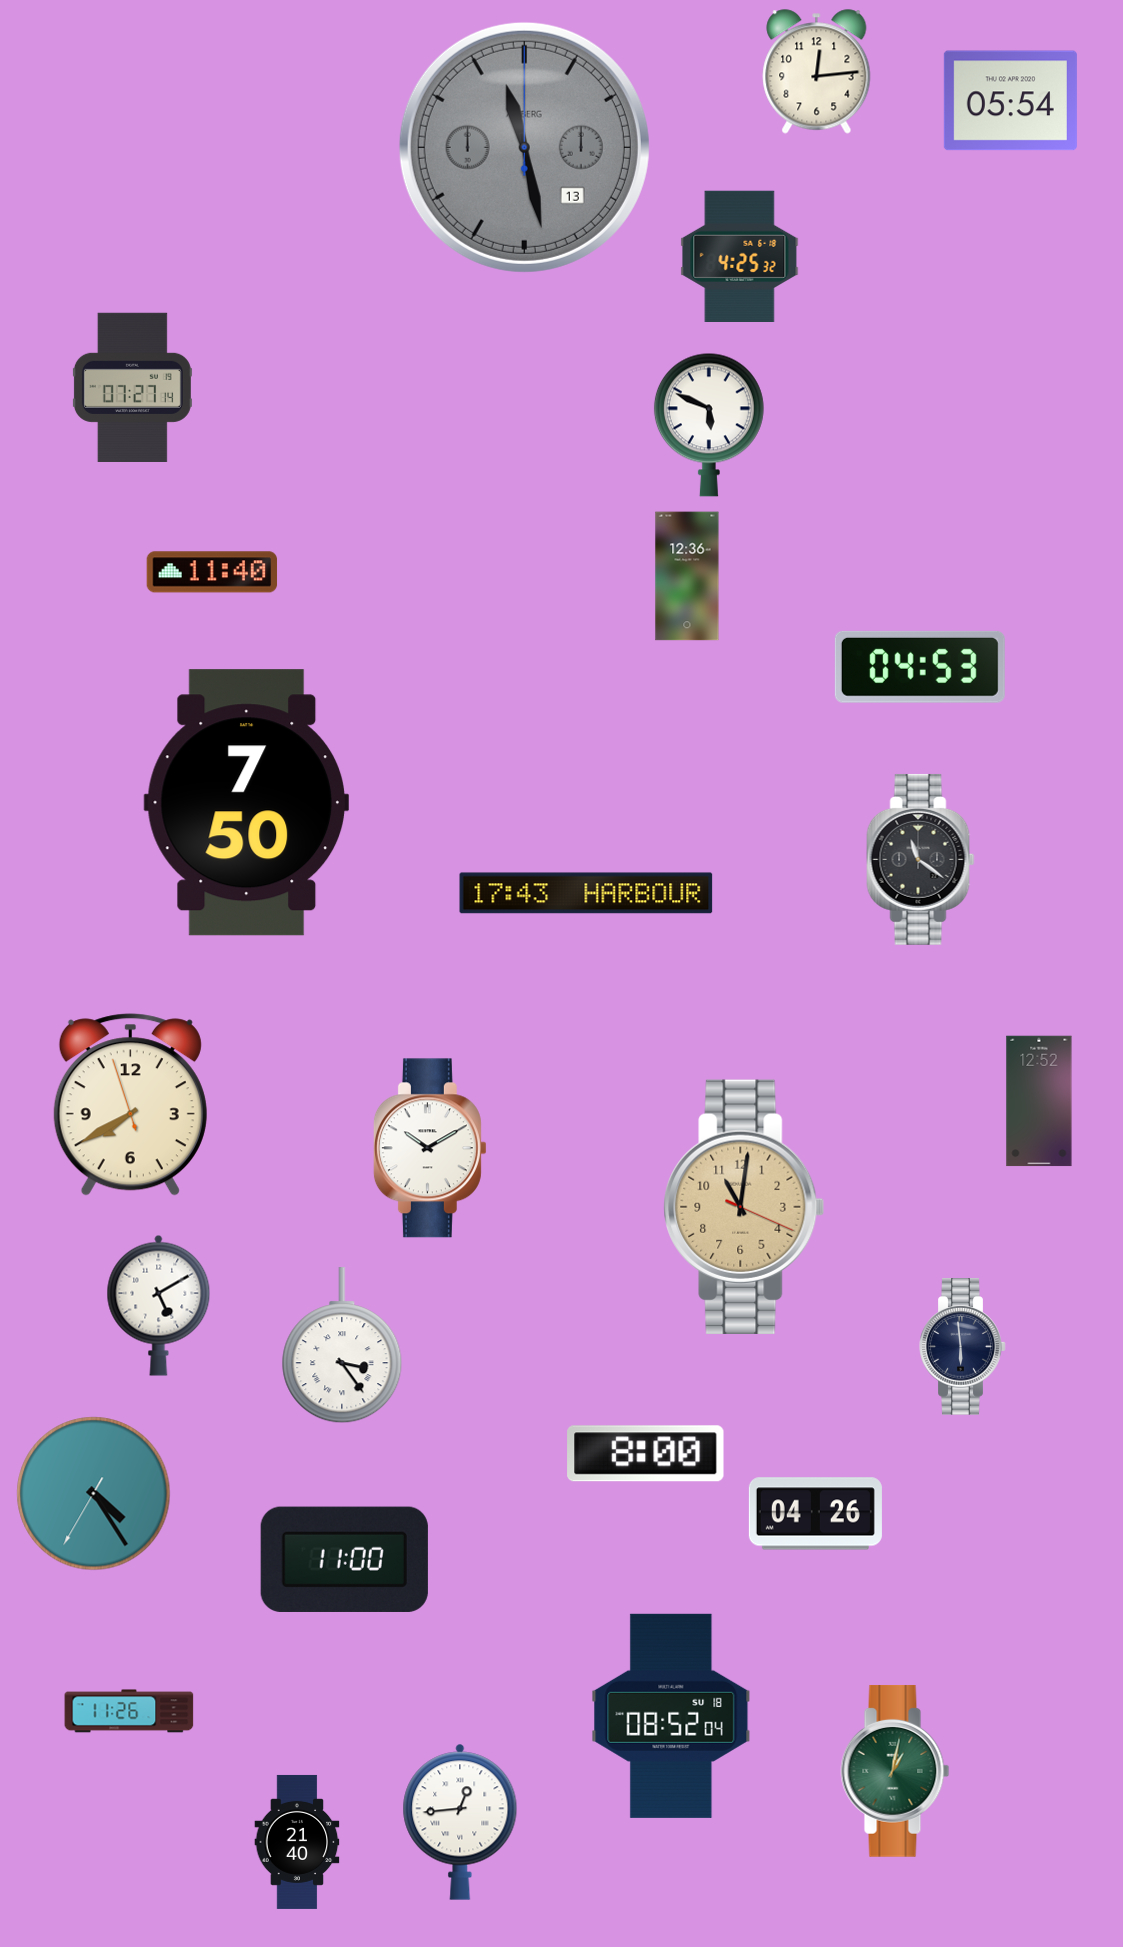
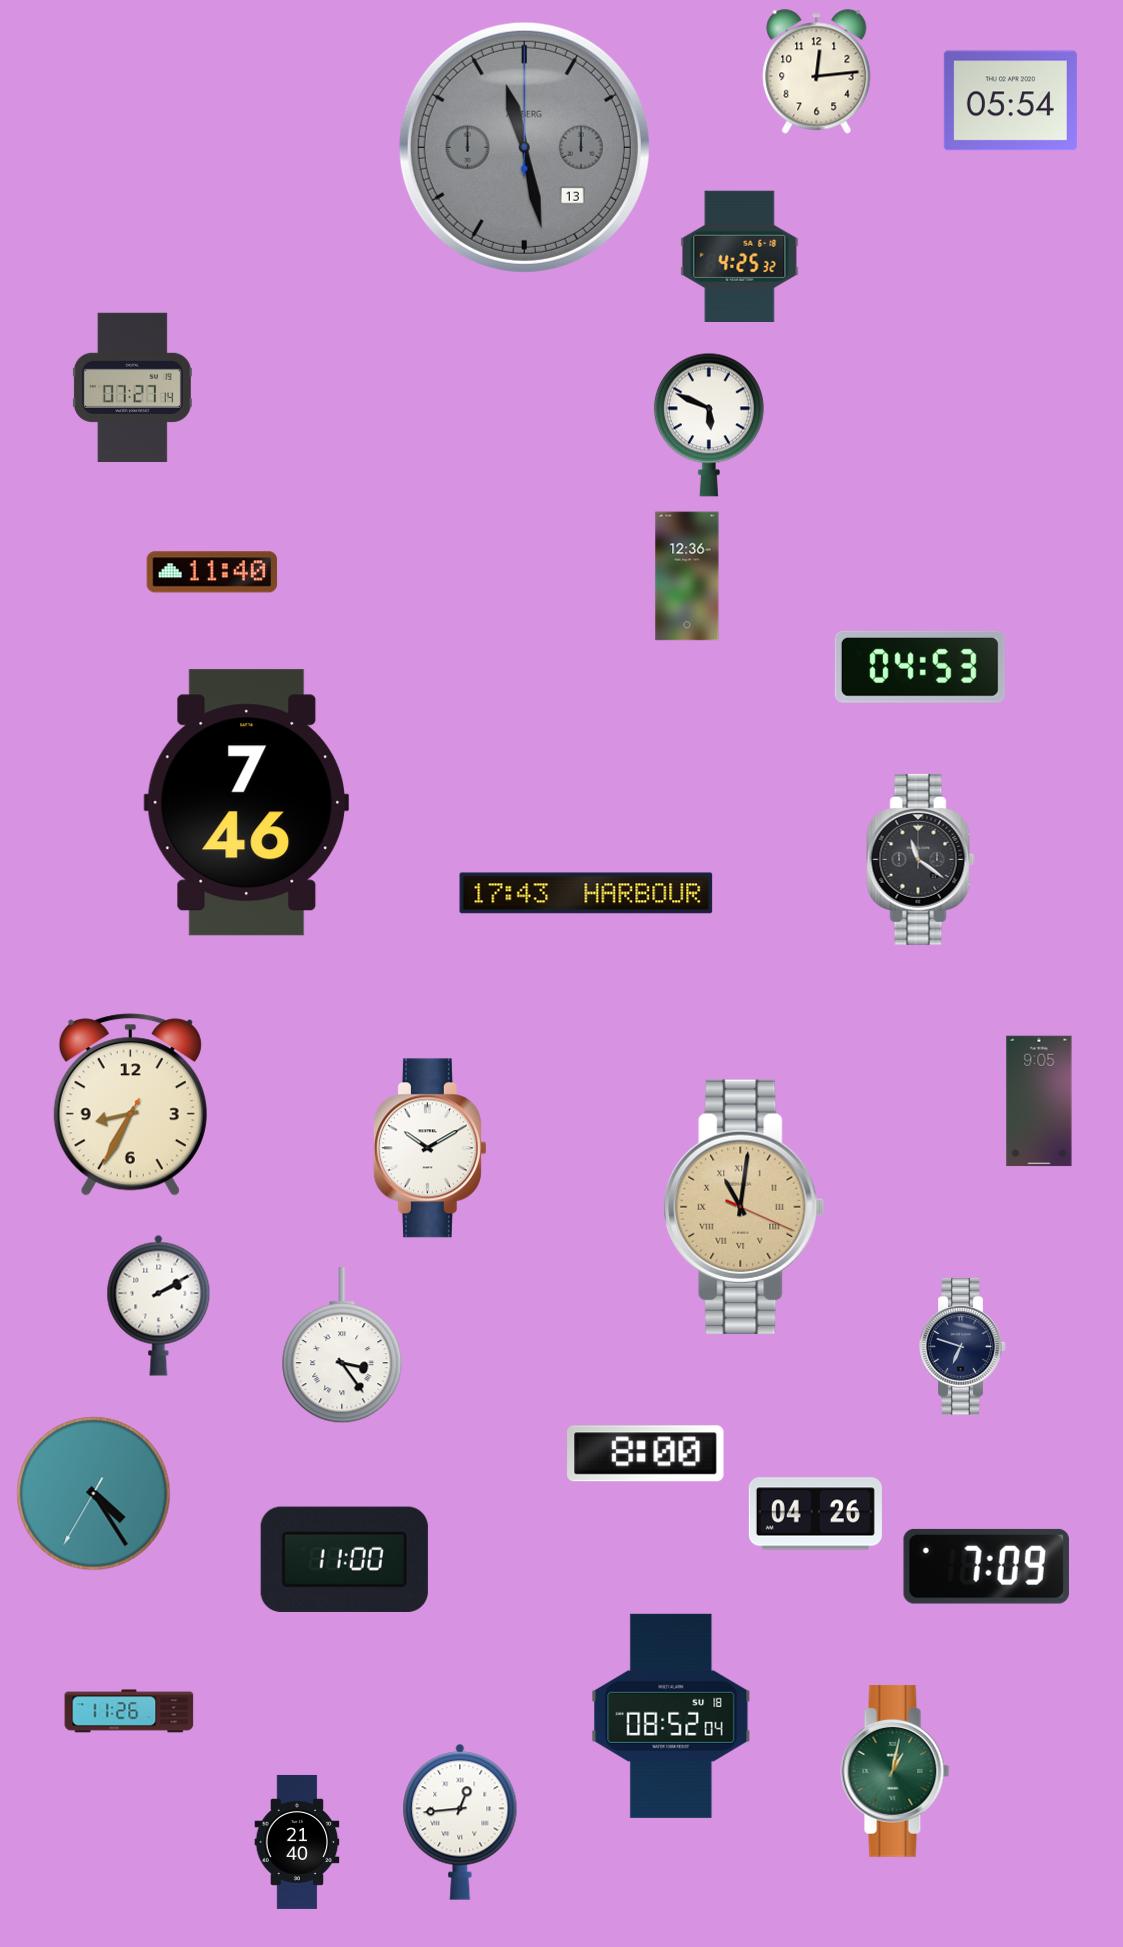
clock at (246, 803): 7:50 -> 7:46
clock at (1039, 1101): 12:52 -> 9:05
clock at (130, 1105): 7:39 -> 8:34
clock at (744, 1207) numerals: Arabic -> Roman
clock at (159, 1305): 5:10 -> 2:10
clock at (963, 1347): 5:59 -> 6:48
clock at (986, 1566): none -> 7:09
